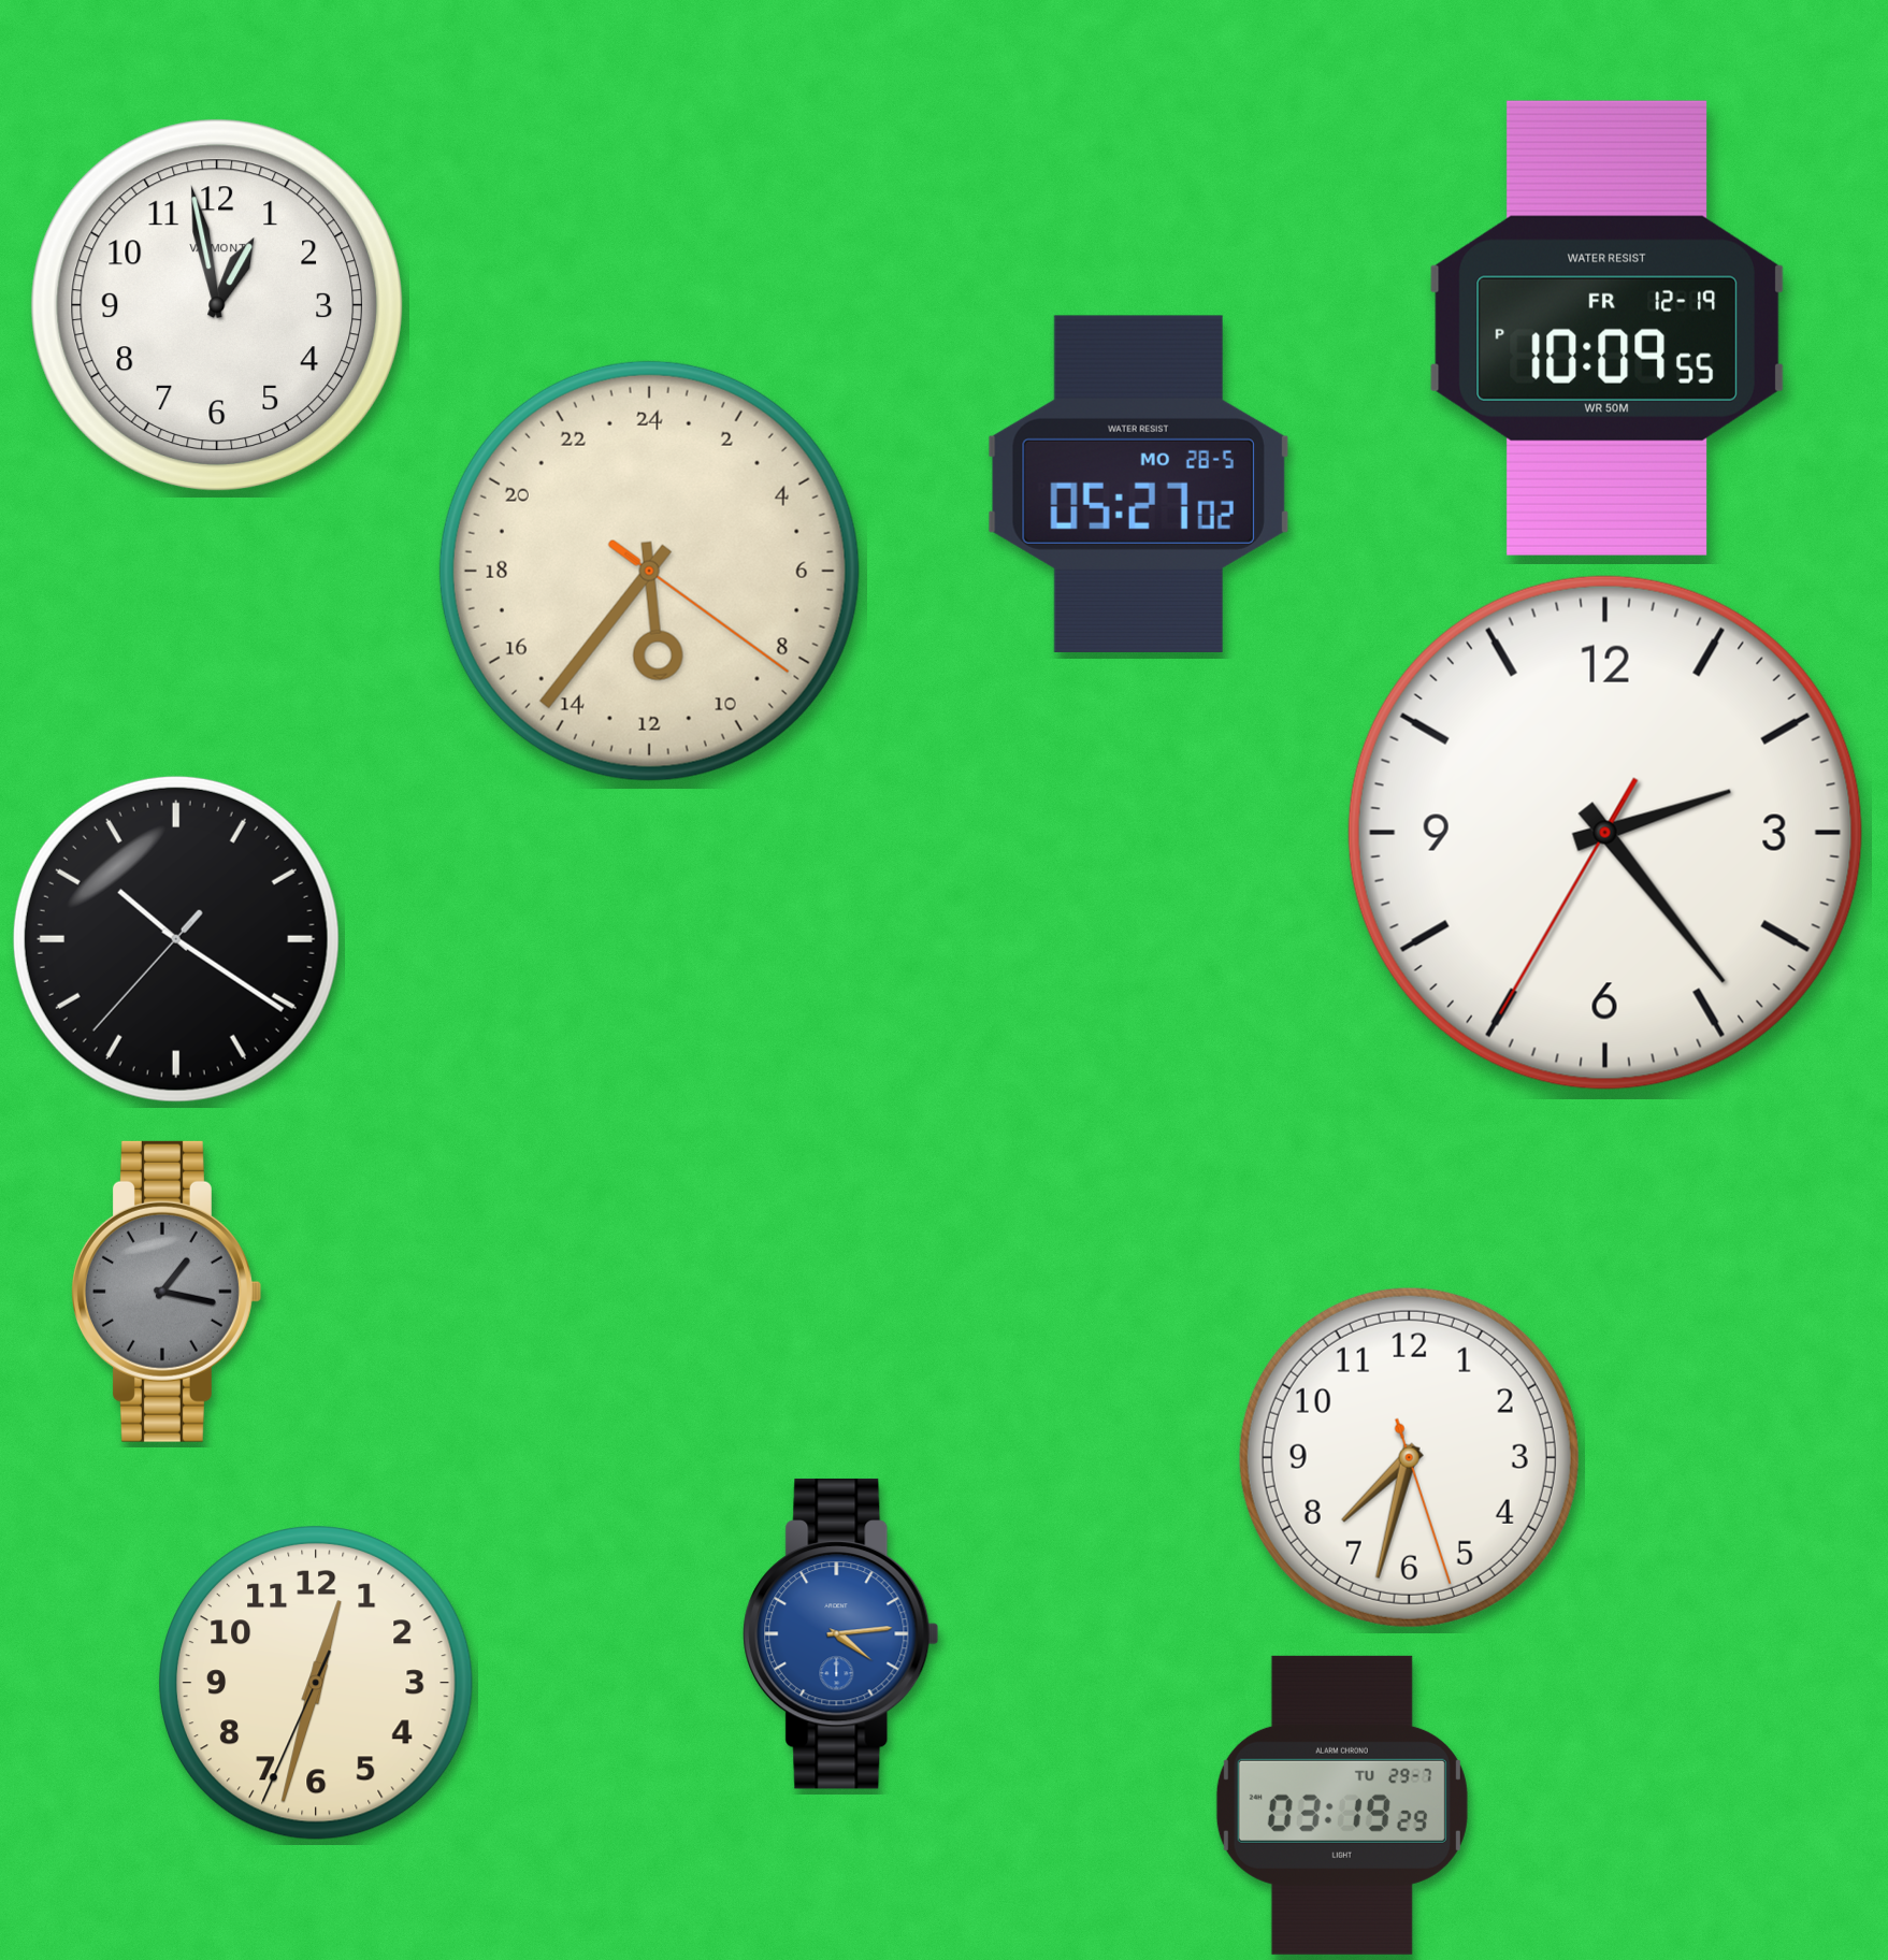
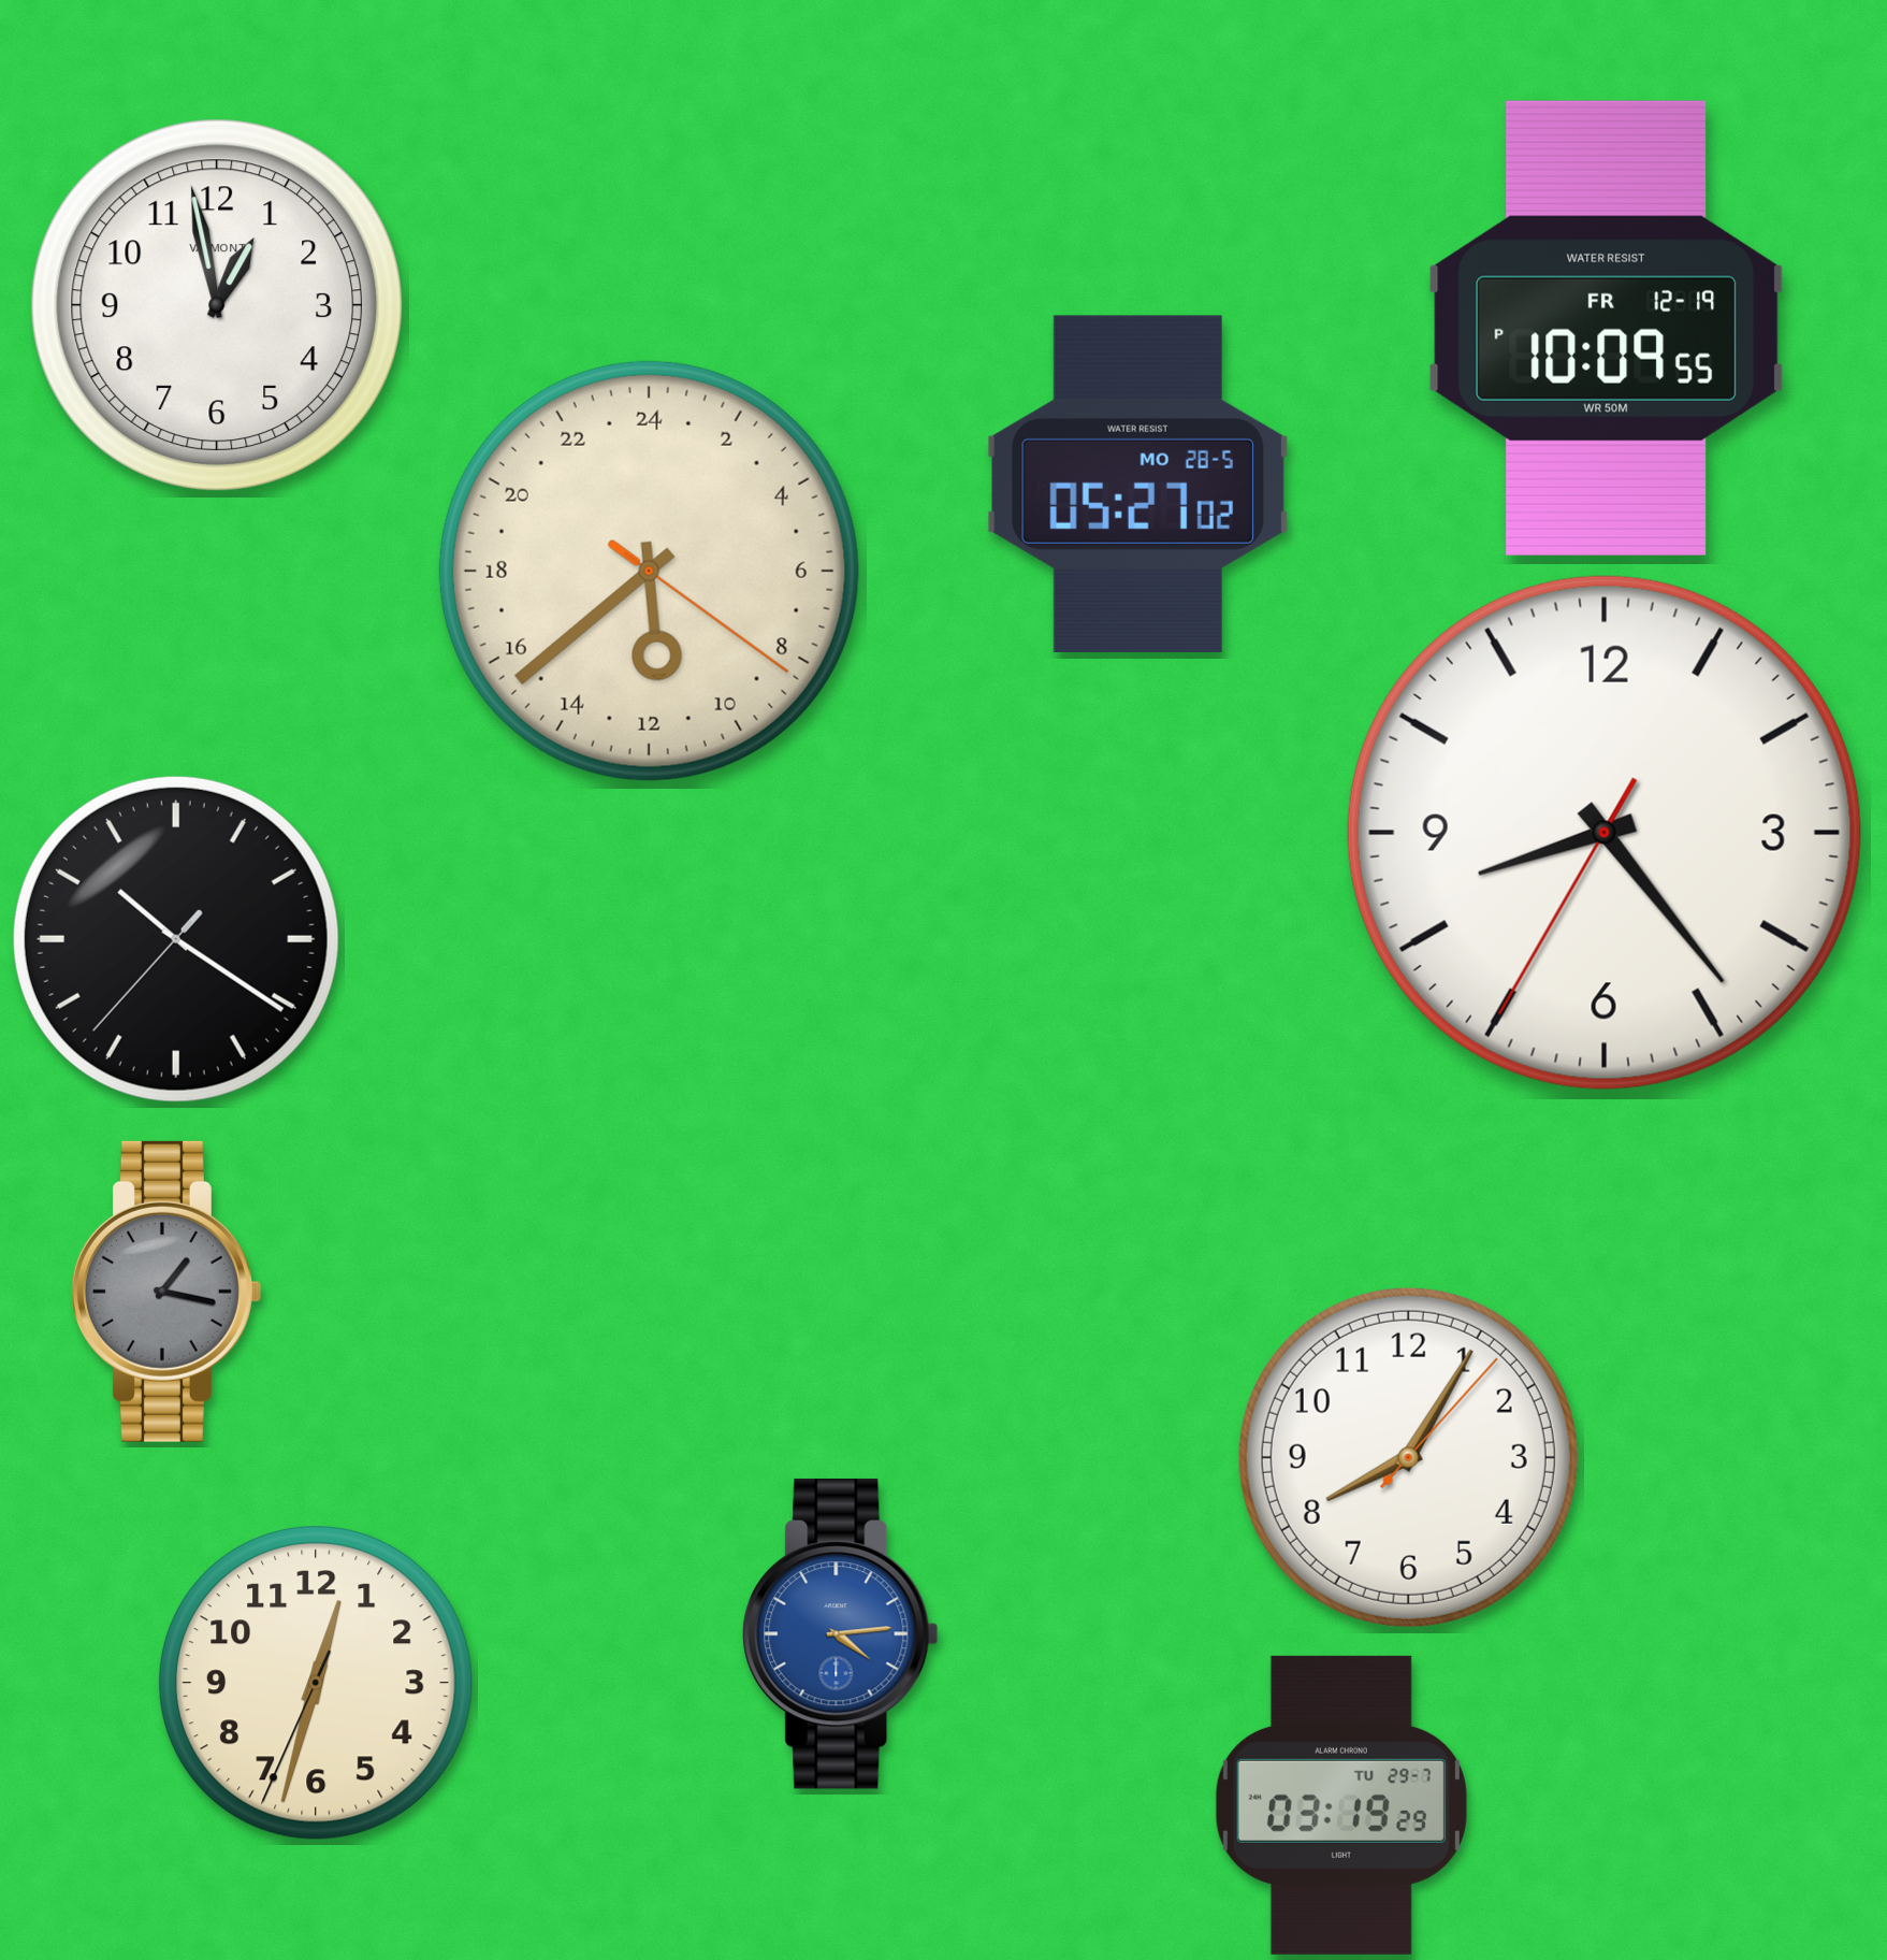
clock at (649, 571): 11:36 -> 11:38
clock at (1605, 833): 2:23 -> 8:23
clock at (1409, 1457): 7:32 -> 8:05
